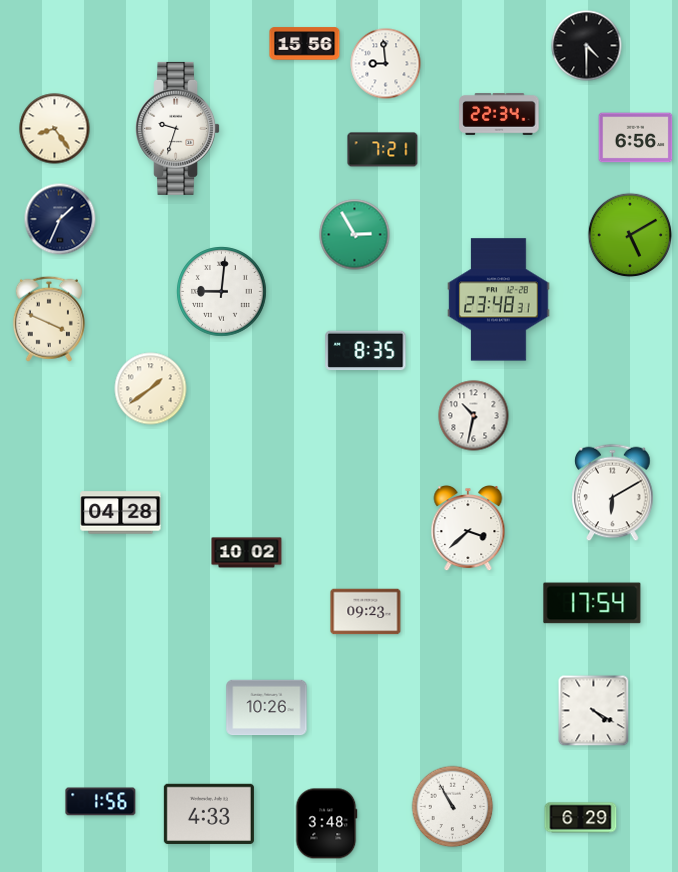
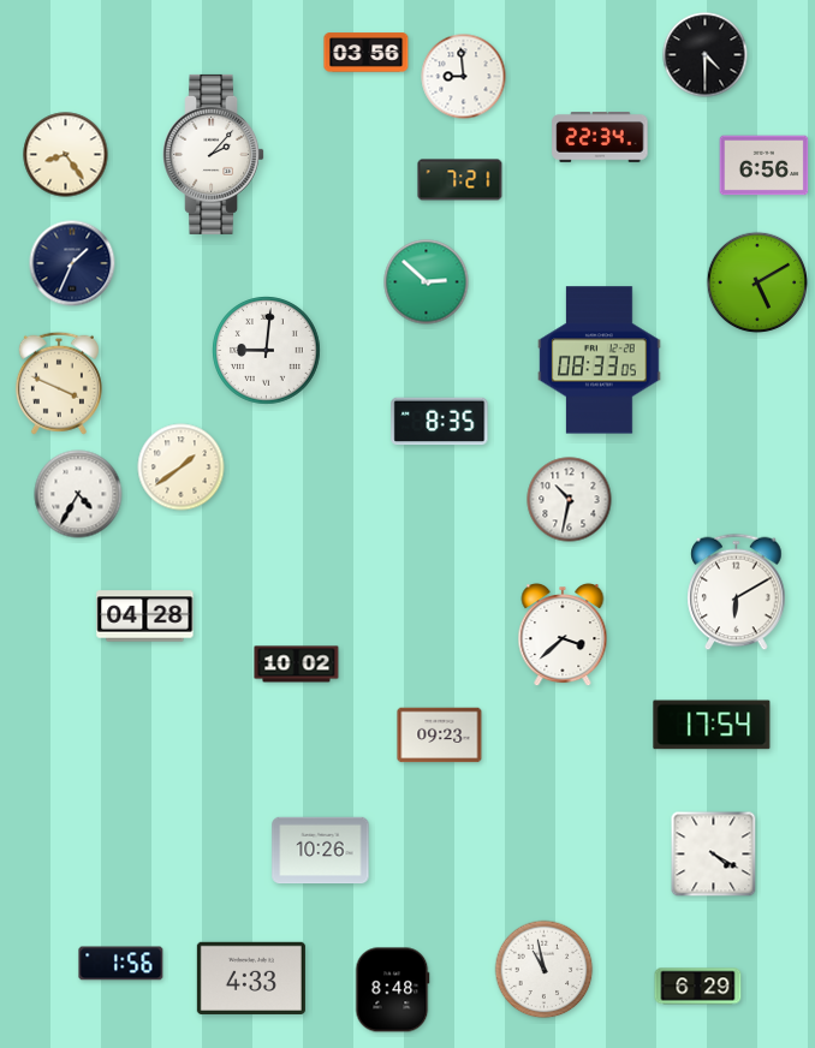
clock at (305, 44): 15:56 -> 03:56
clock at (178, 128): 9:33 -> 2:07
clock at (355, 235): 2:55 -> 2:52
clock at (499, 300): 23:48 -> 08:33
clock at (78, 494): none -> 4:35
clock at (453, 807): 10:55 -> 10:58
clock at (581, 818) position: (581, 818) -> (698, 987)
clock at (327, 824): 3:48 -> 8:48
